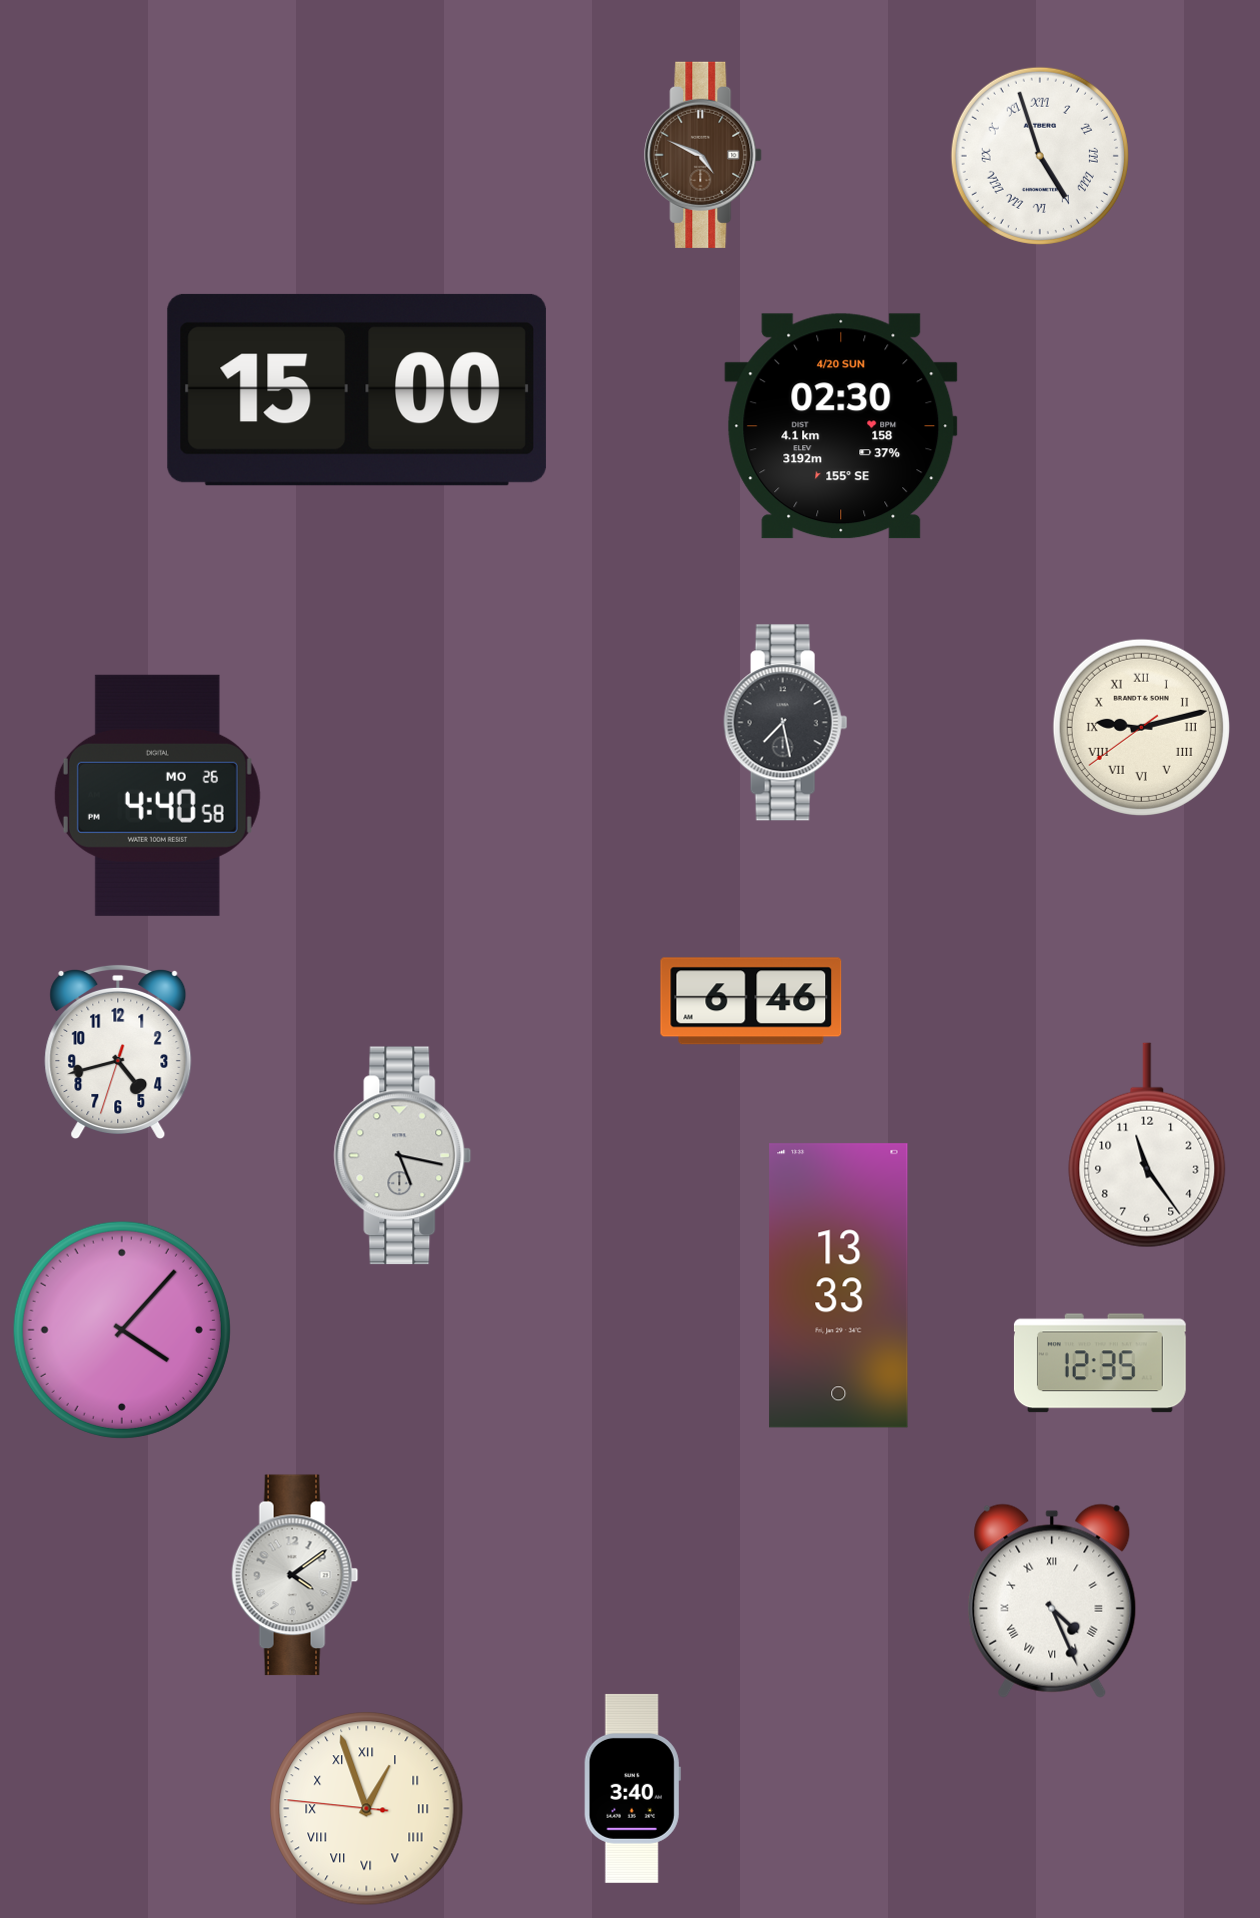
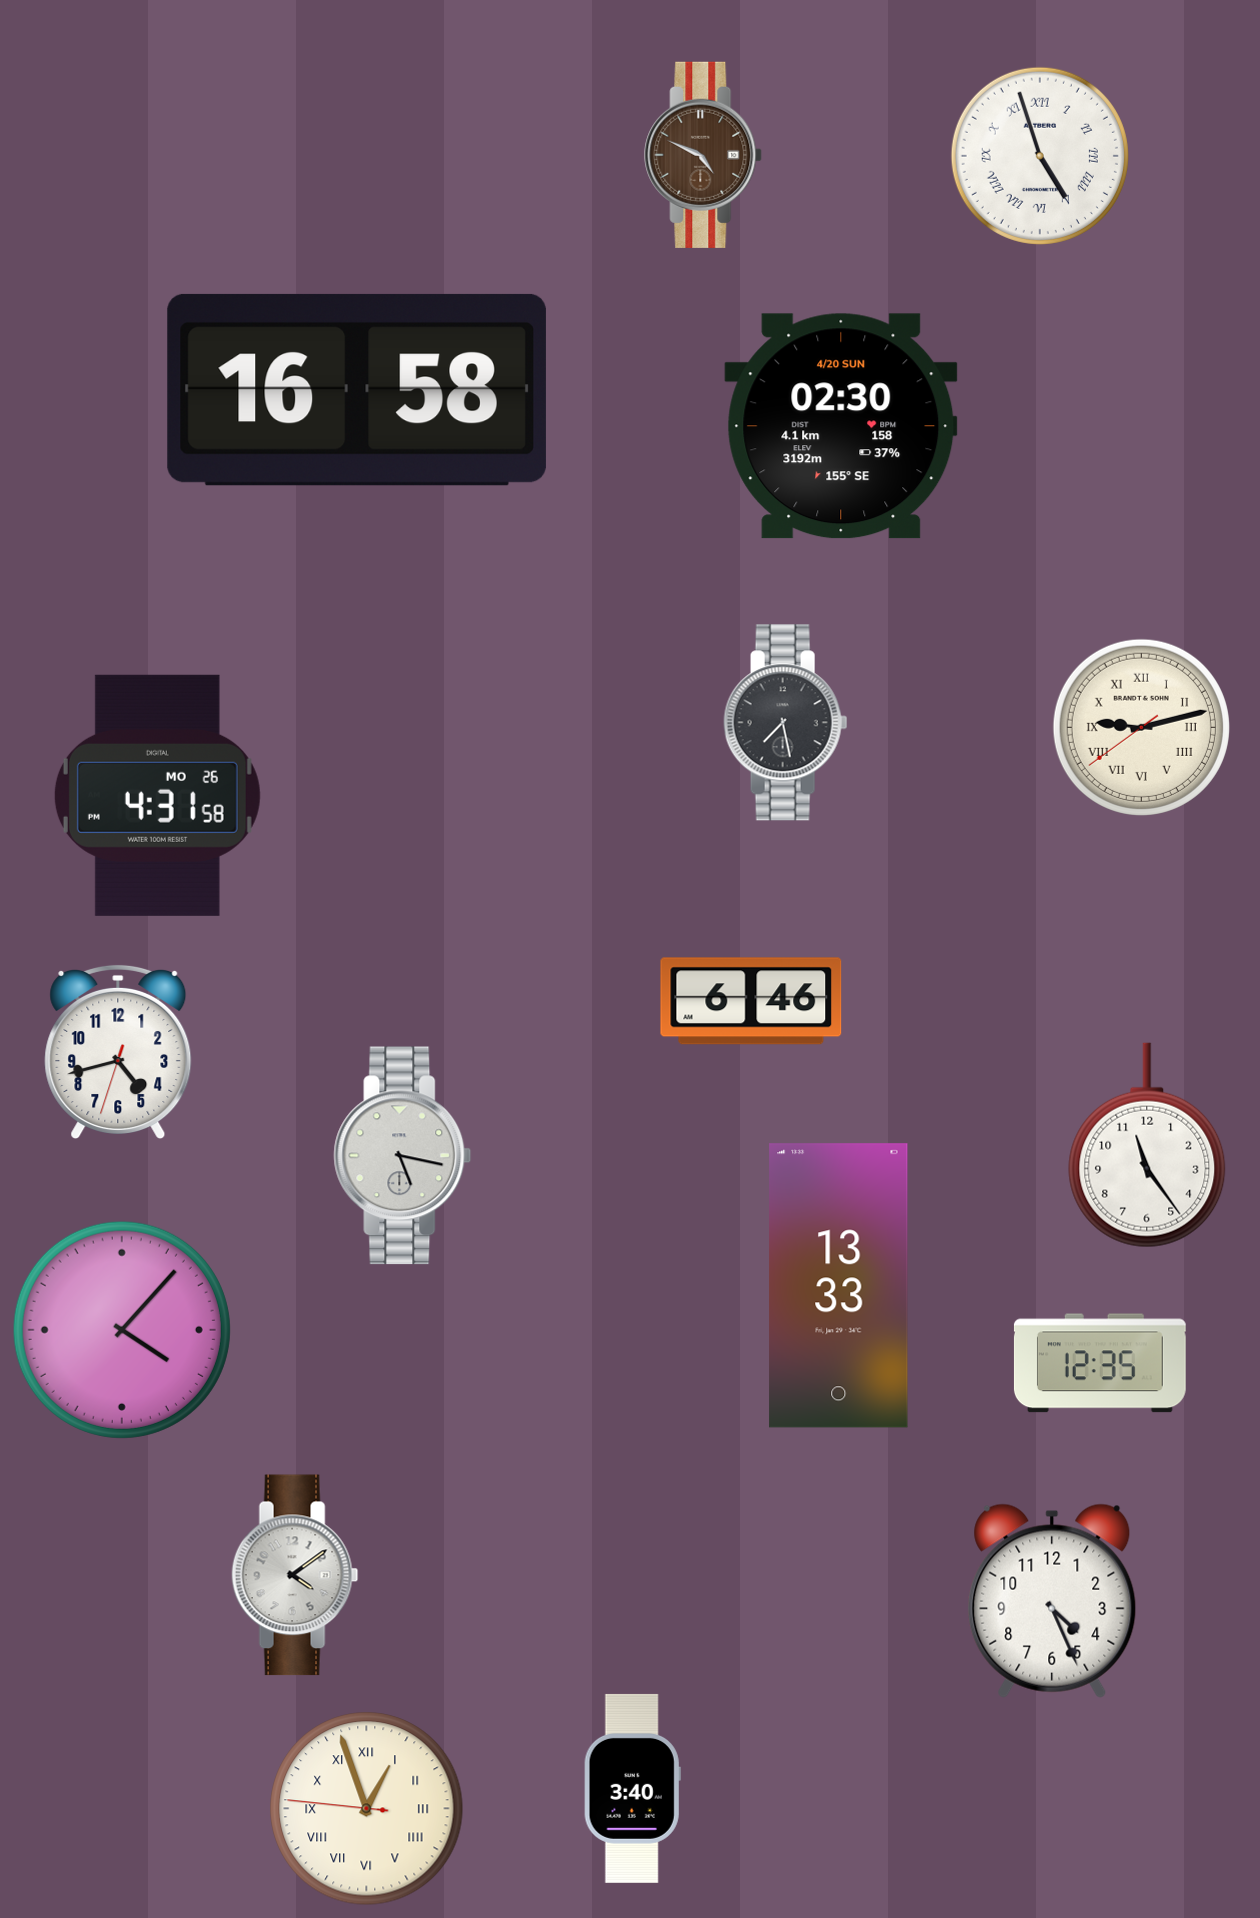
clock at (357, 390): 15:00 -> 16:58
clock at (157, 795): 4:40 -> 4:31
clock at (1052, 1601) numerals: Roman -> Arabic
